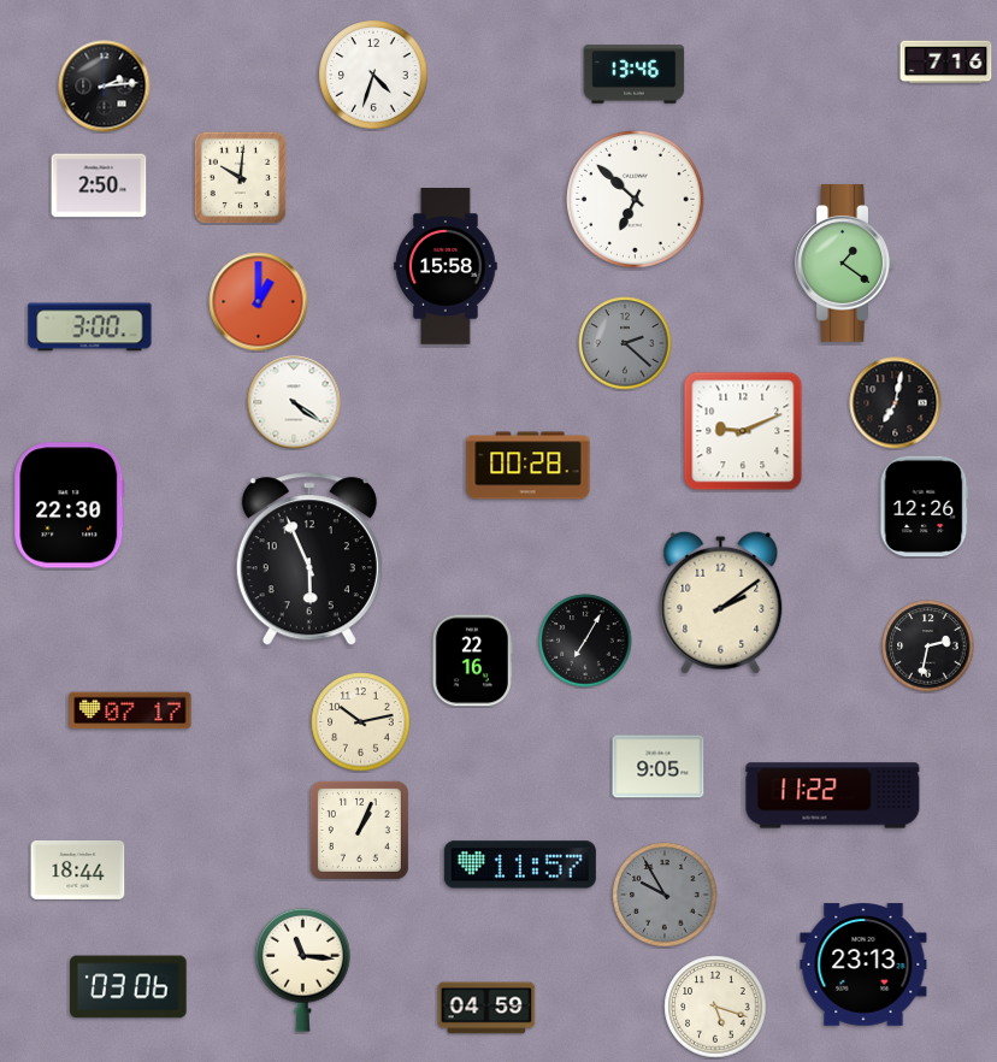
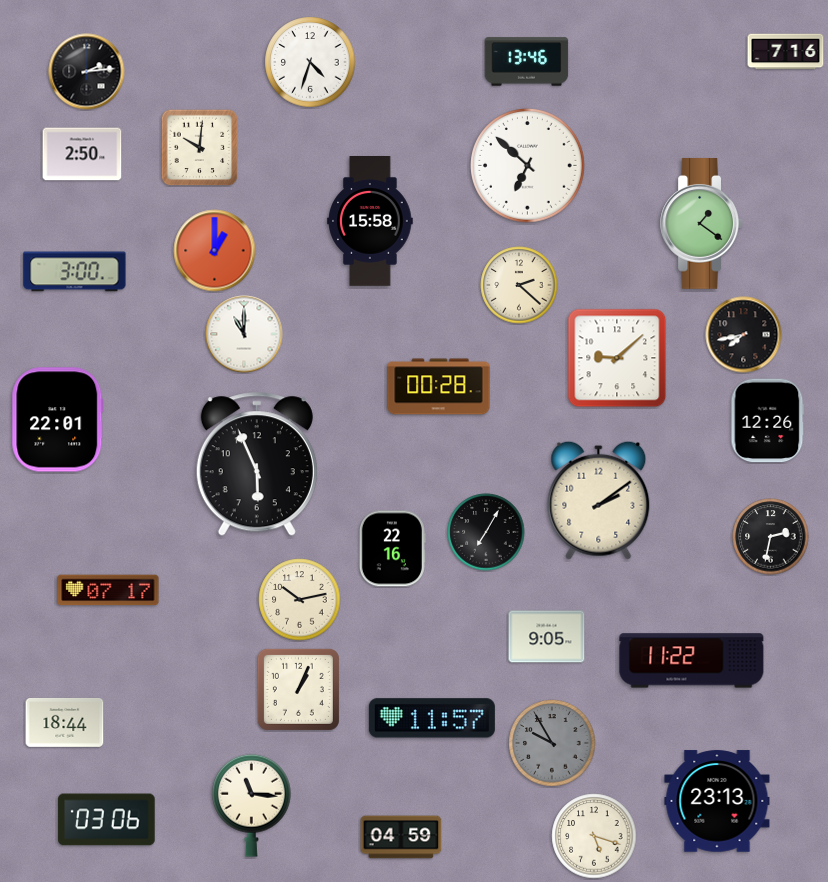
clock at (844, 264) position: (844, 264) -> (701, 224)
clock at (625, 343) dial: grey -> cream
clock at (294, 402): 4:21 -> 11:00
clock at (896, 403): 7:02 -> 7:43
clock at (743, 431): 9:11 -> 9:08
clock at (70, 506): 22:30 -> 22:01
clock at (486, 1008) position: (486, 1008) -> (401, 837)
